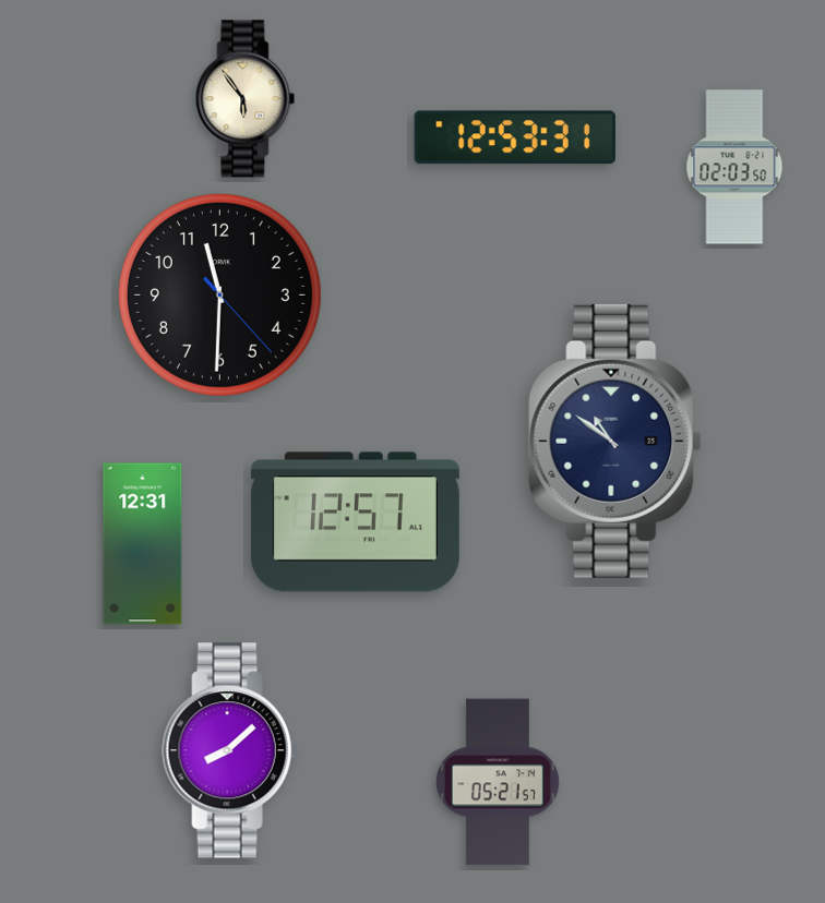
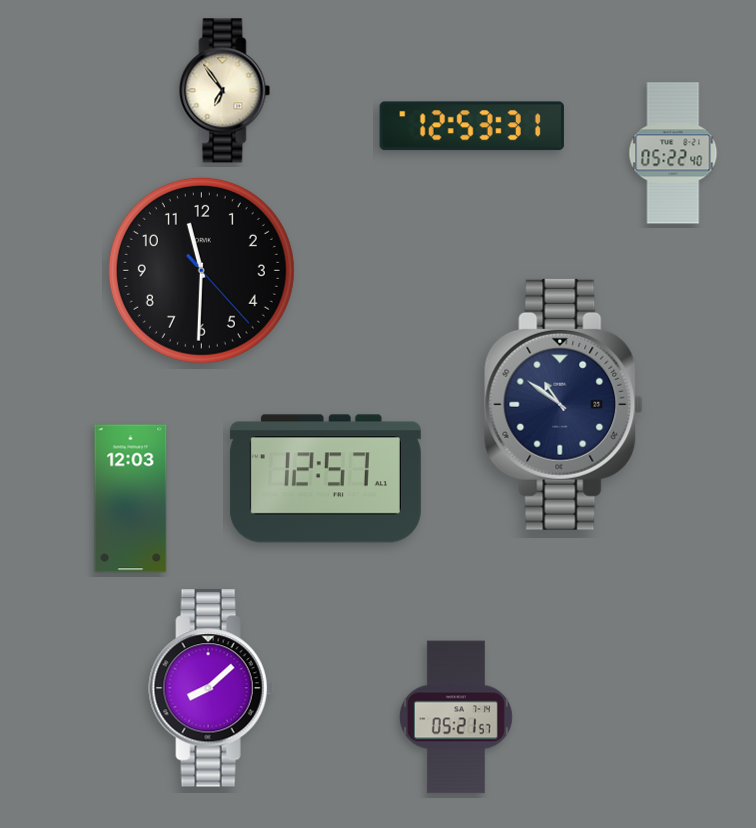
clock at (246, 99): 5:54 -> 6:54
clock at (734, 167): 02:03 -> 05:22
clock at (143, 544): 12:31 -> 12:03
